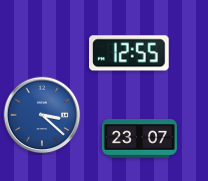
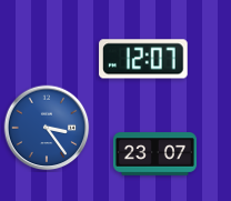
clock at (129, 53): 12:55 -> 12:07
clock at (42, 115): 3:22 -> 3:24
